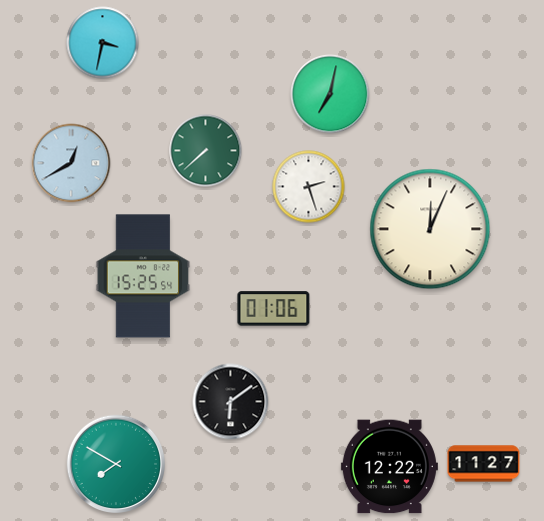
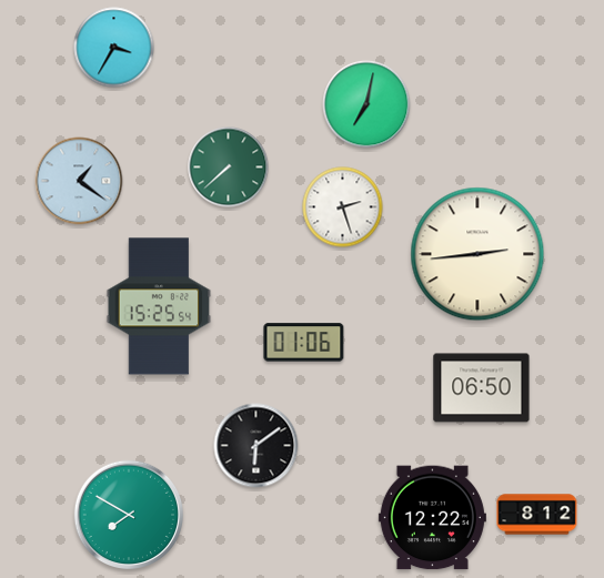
clock at (103, 43): 3:32 -> 3:35
clock at (71, 163): 12:40 -> 1:21
clock at (430, 229): 12:04 -> 2:44
clock at (482, 388): none -> 06:50
clock at (484, 464): 11:27 -> 8:12
